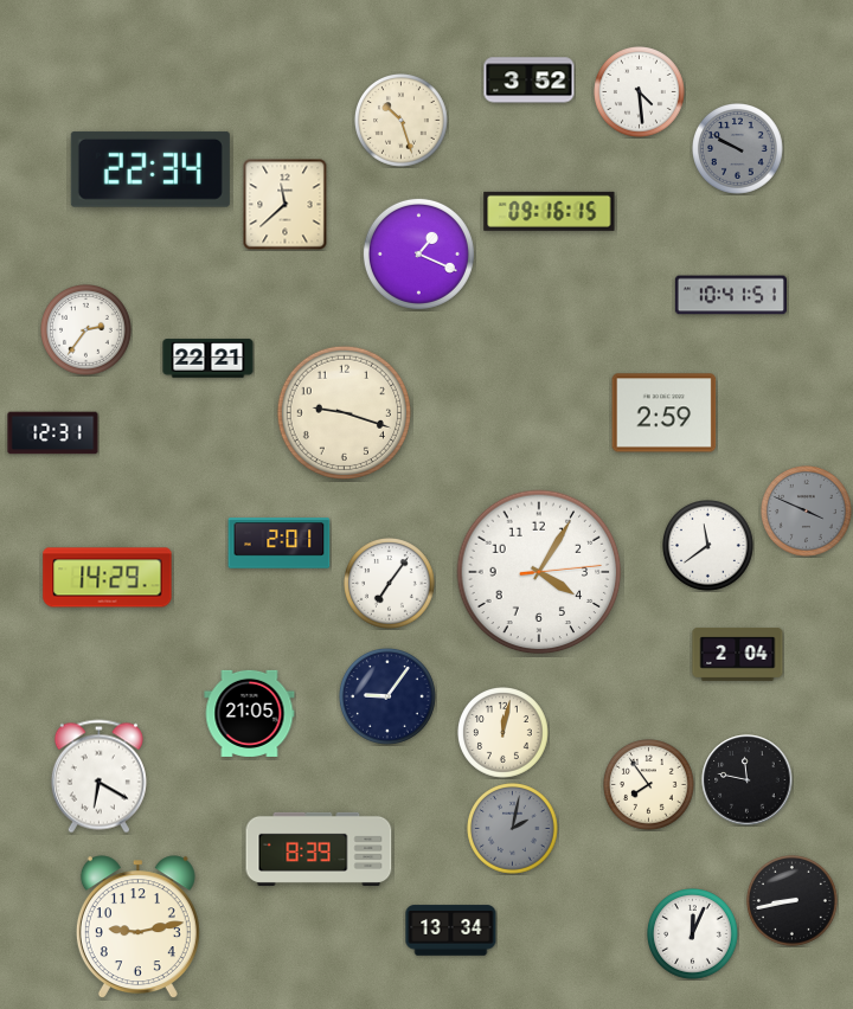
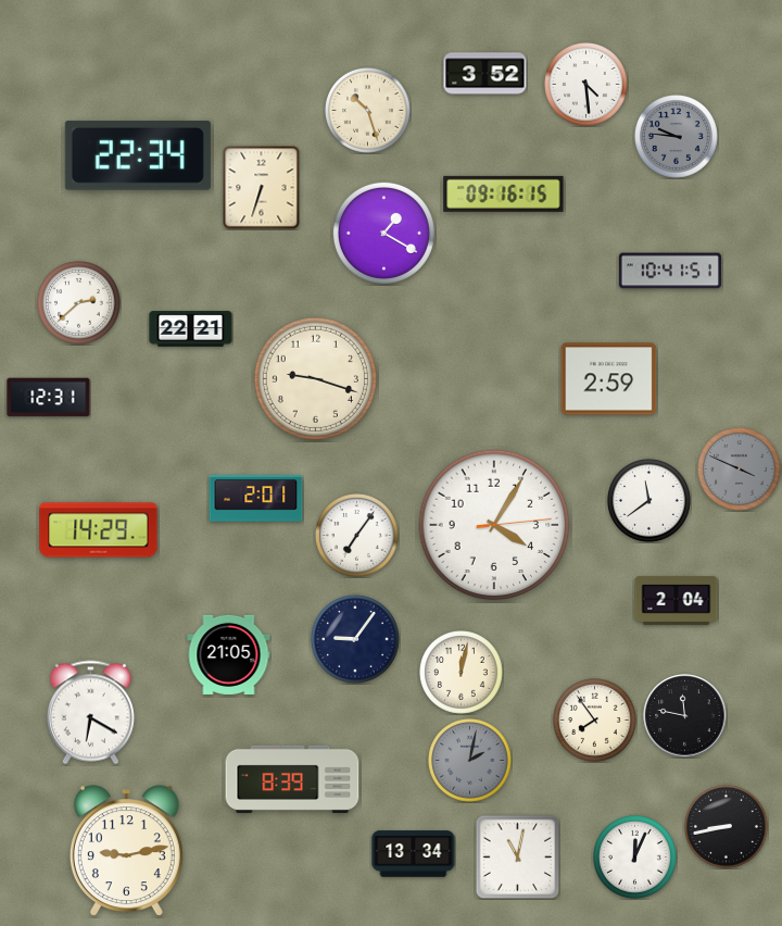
clock at (738, 149): 9:50 -> 9:46
clock at (286, 204): 11:38 -> 6:33
clock at (418, 253): 1:19 -> 1:20
clock at (86, 330): 2:36 -> 2:38
clock at (517, 856): none -> 11:02
